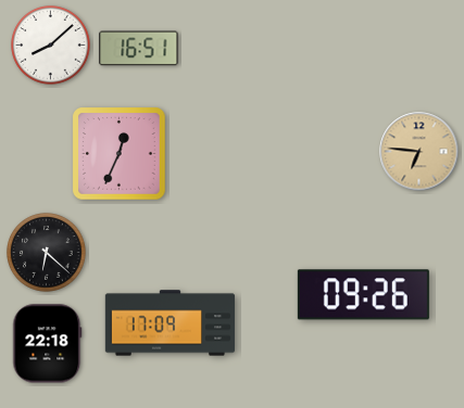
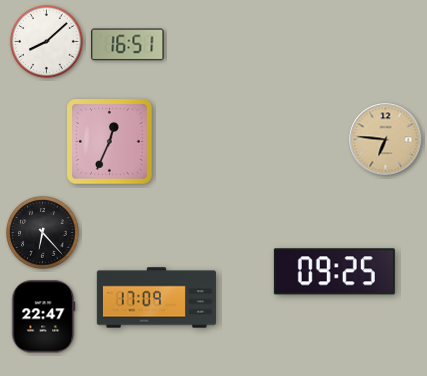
clock at (47, 253): 6:22 -> 6:23
clock at (363, 295): 09:26 -> 09:25
clock at (48, 344): 22:18 -> 22:47
